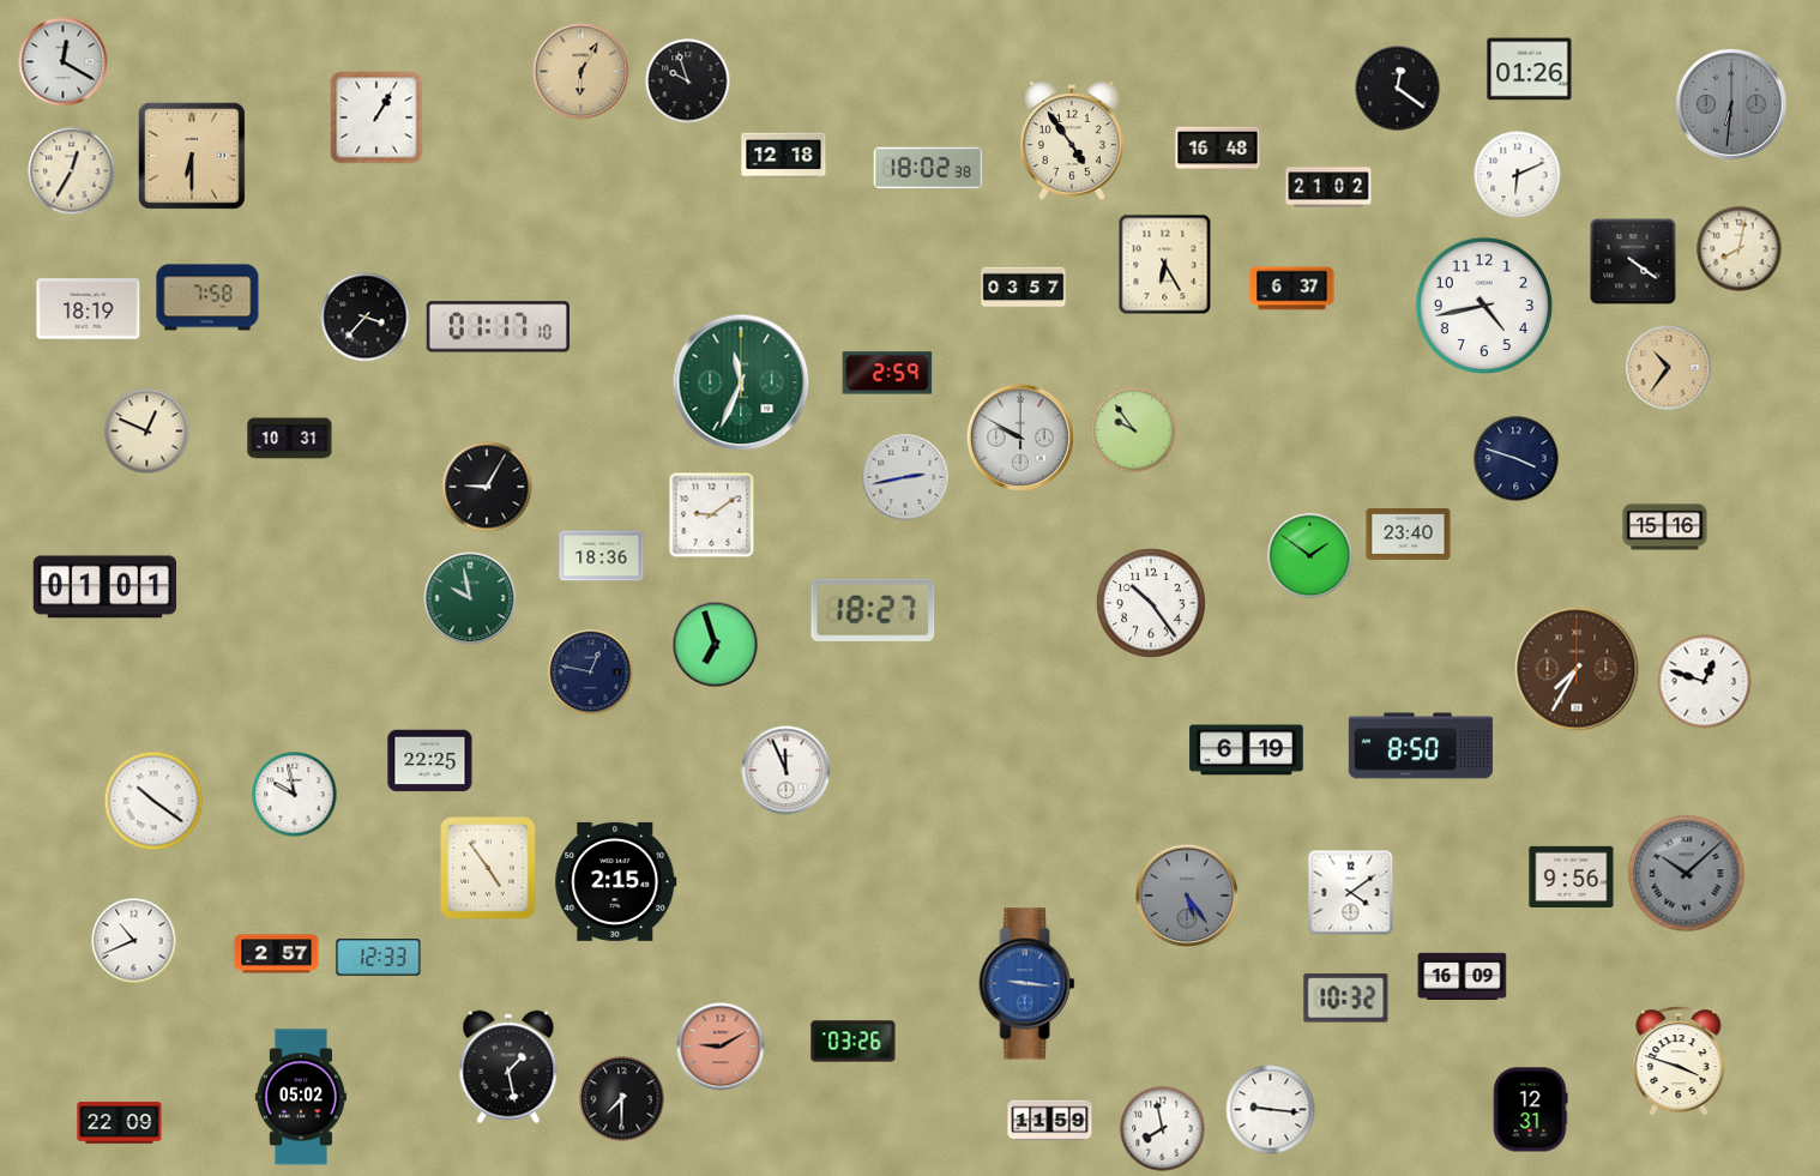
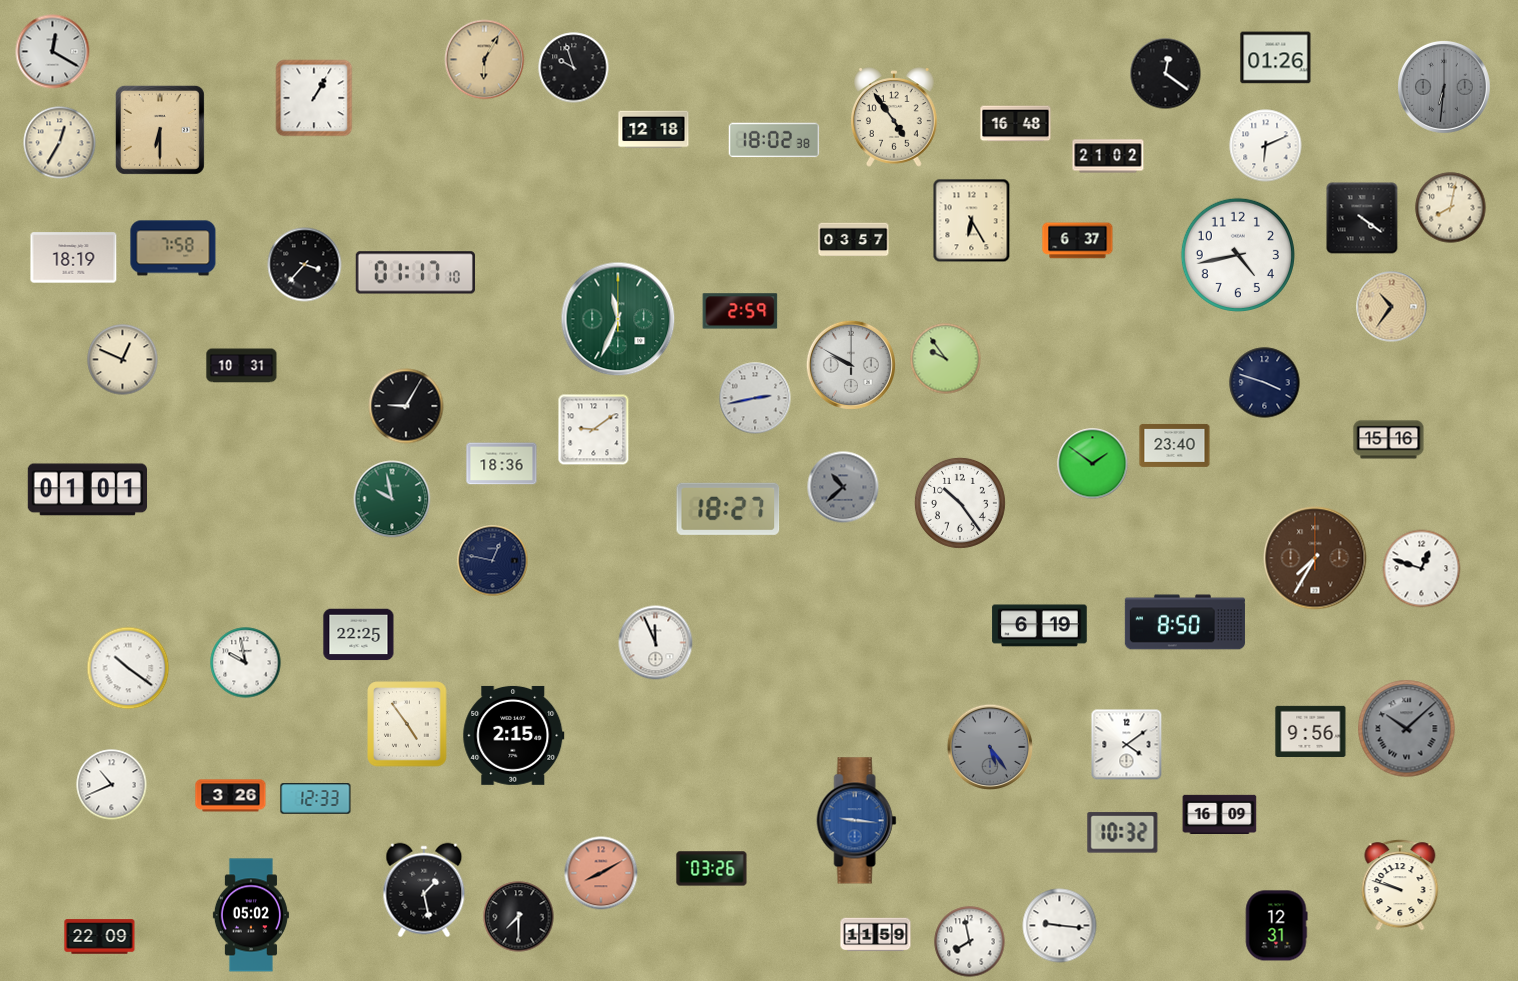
clock at (843, 487): none -> 10:38
clock at (716, 645): 6:57 -> none
clock at (277, 954): 2:57 -> 3:26
clock at (721, 1047): 9:10 -> 8:10
clock at (1679, 1061): 3:48 -> 9:48
